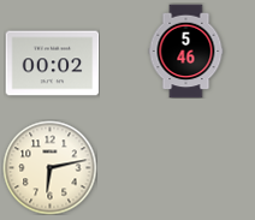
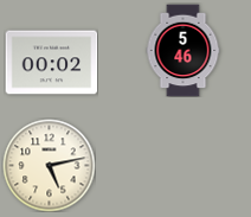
clock at (49, 167): 6:13 -> 5:13
